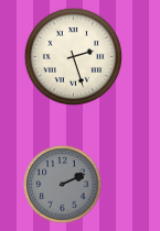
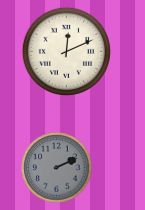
clock at (73, 56): 2:27 -> 12:11
